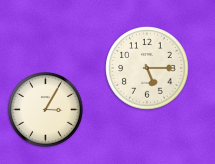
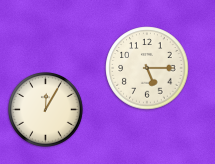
clock at (46, 110): 3:05 -> 12:05
